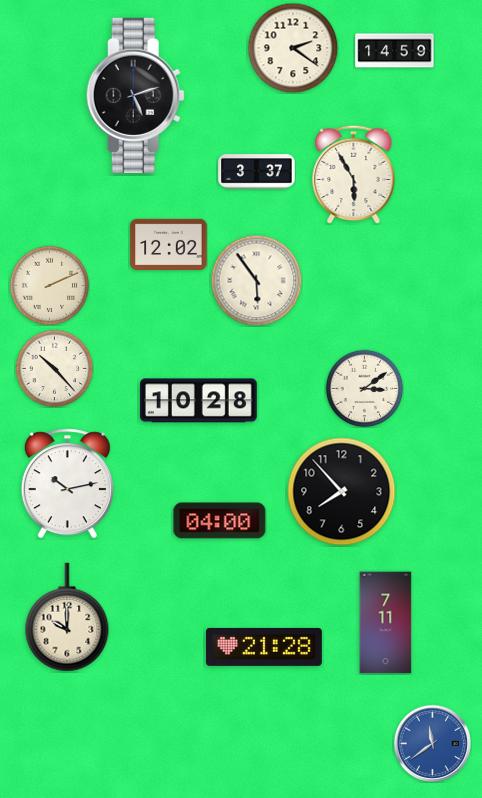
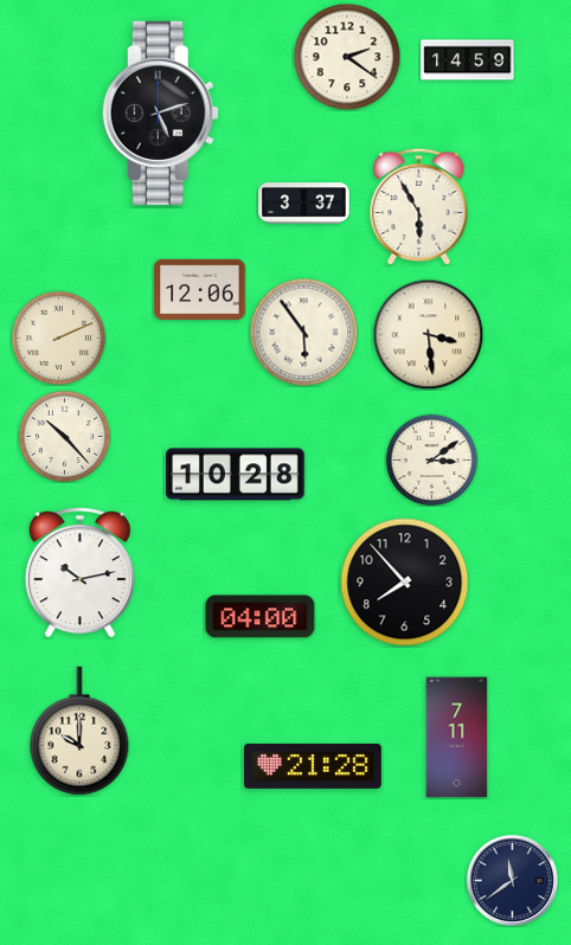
clock at (169, 244): 12:02 -> 12:06
clock at (428, 334): none -> 3:29
clock at (432, 743) dial: blue -> navy
